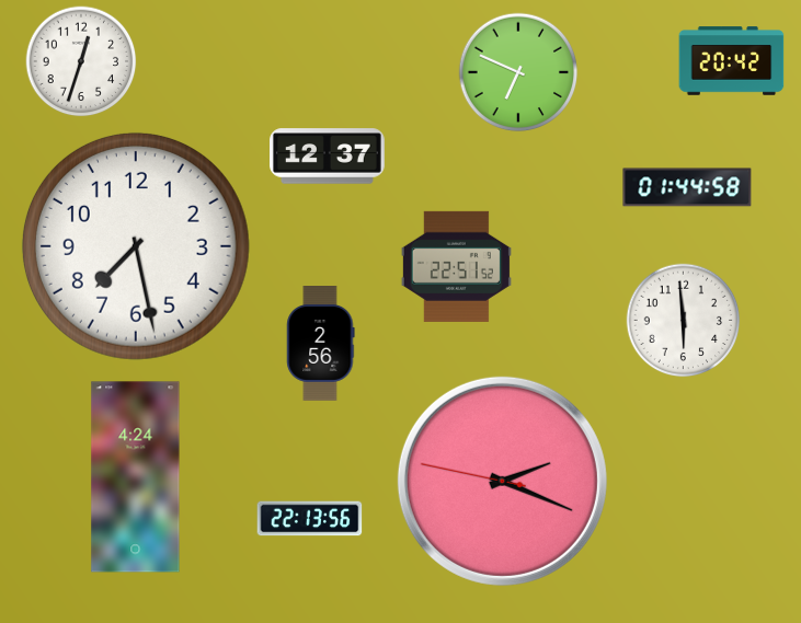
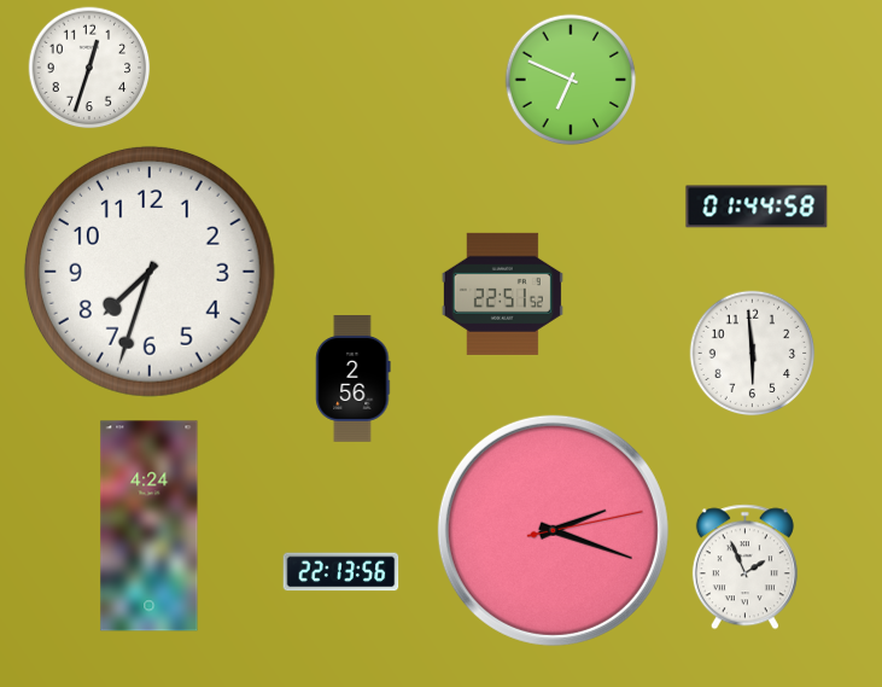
clock at (732, 61): 20:42 -> none
clock at (328, 157): 12:37 -> none
clock at (136, 246): 7:28 -> 7:33
clock at (502, 481): 2:18:47 -> 2:18:13
clock at (744, 567): none -> 1:56
